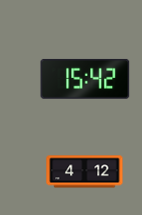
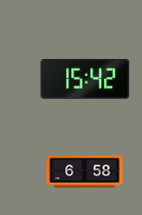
clock at (85, 172): 4:12 -> 6:58
